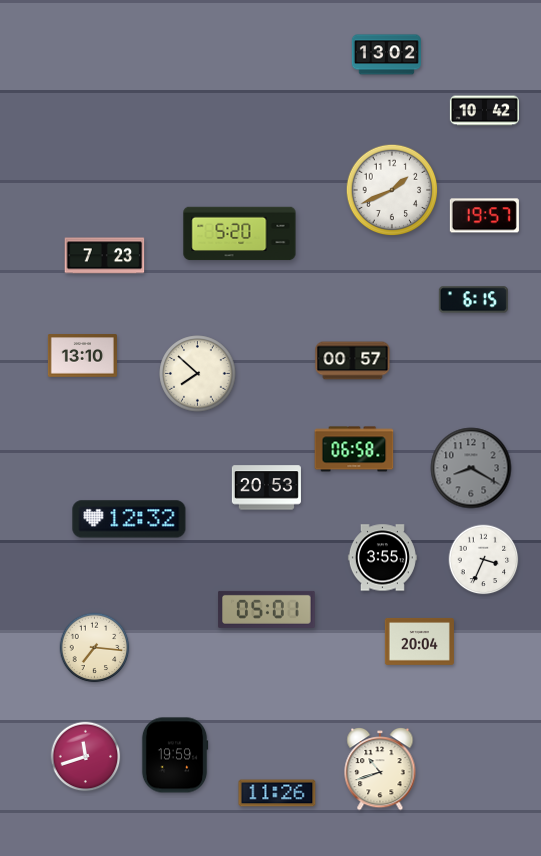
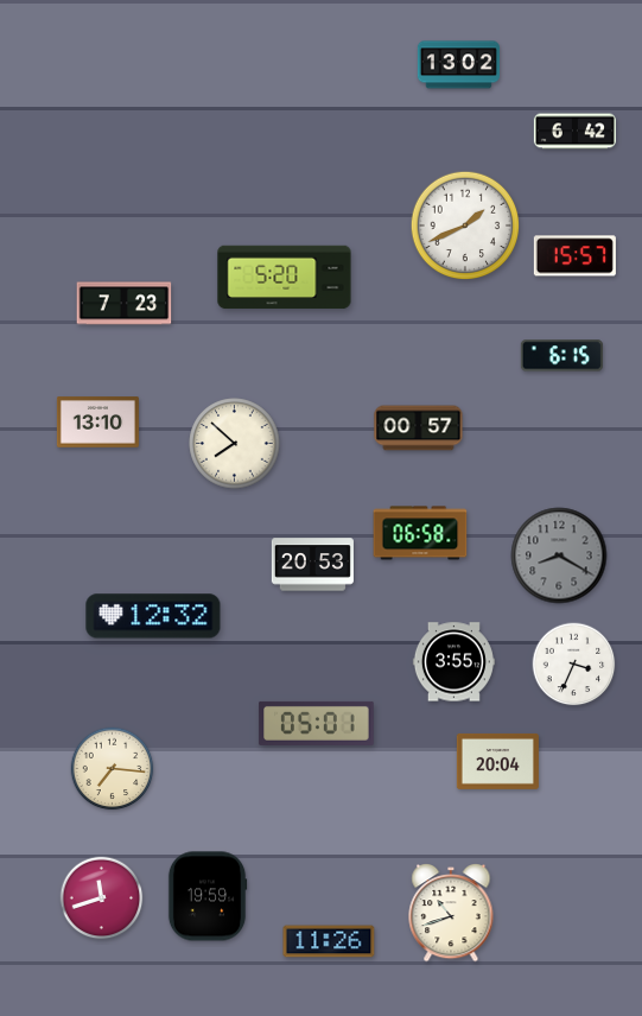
clock at (484, 111): 10:42 -> 6:42
clock at (484, 216): 19:57 -> 15:57
clock at (266, 488) position: (266, 488) -> (312, 565)
